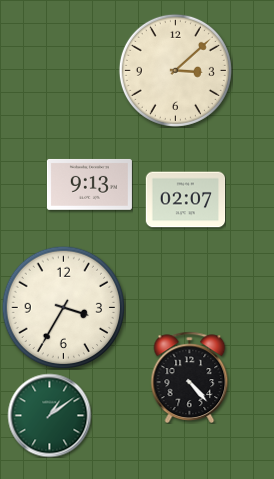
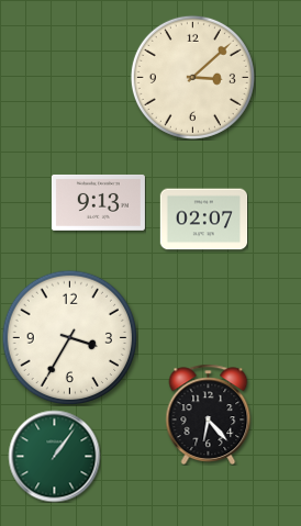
clock at (190, 377): 4:23 -> 6:23
clock at (49, 415): 1:09 -> 1:06
